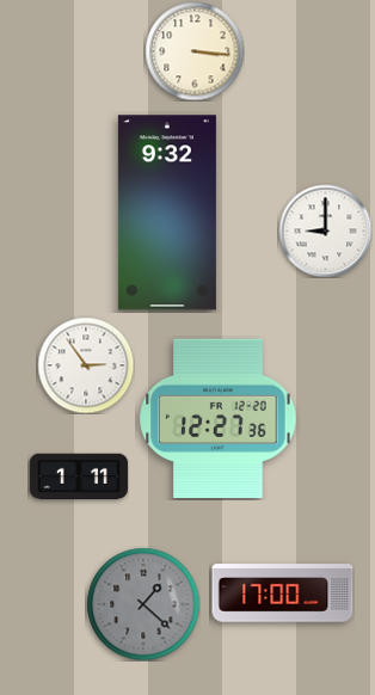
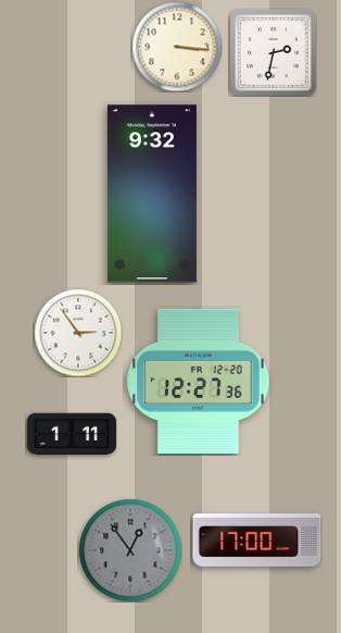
clock at (273, 52): none -> 2:32
clock at (325, 230): 9:00 -> none
clock at (143, 604): 1:22 -> 12:54
